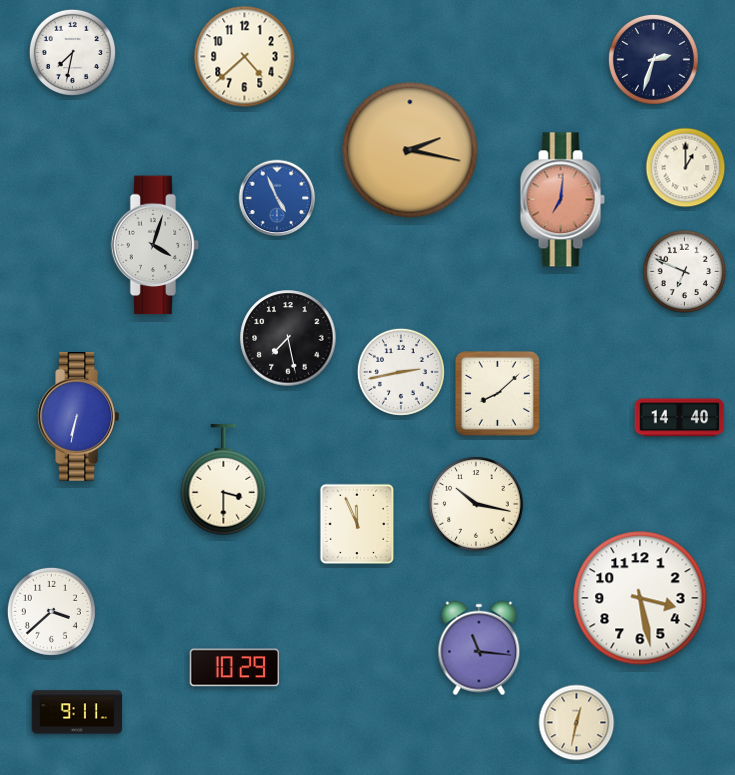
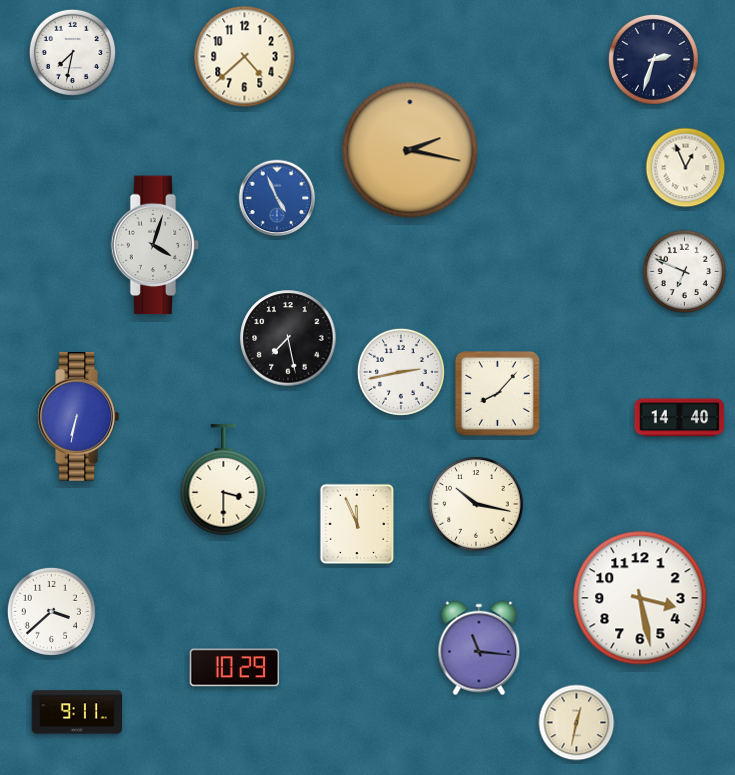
clock at (686, 168): 1:00 -> 12:56
clock at (562, 200): 7:01 -> none
clock at (497, 393): 8:08 -> 8:07
